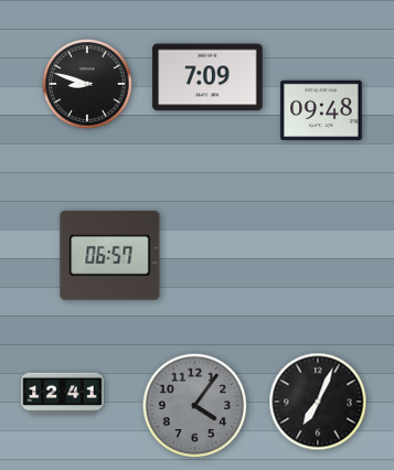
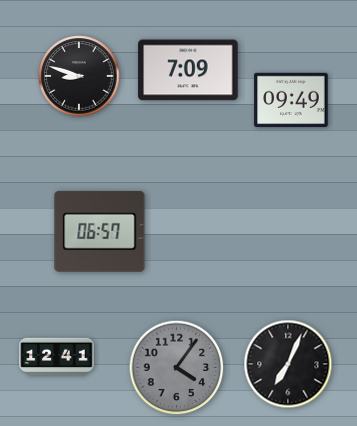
clock at (321, 109): 09:48 -> 09:49
